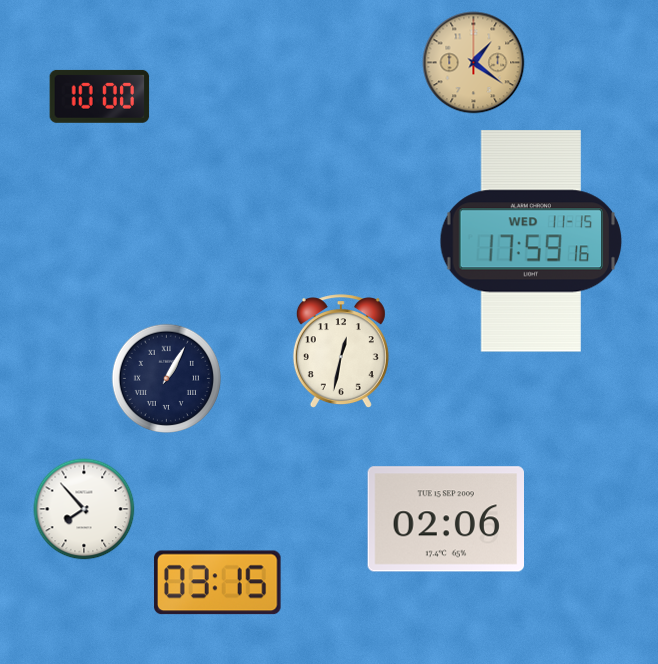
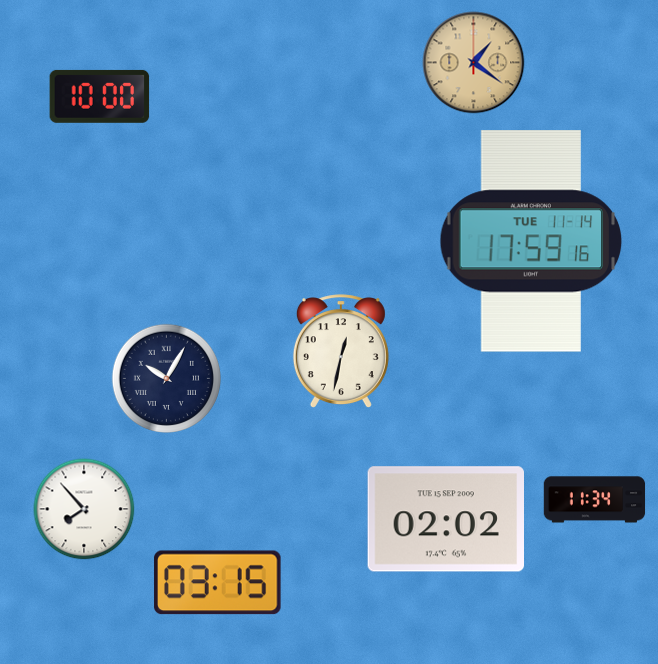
clock at (531, 241) date: WED 11-15 -> TUE 11-14
clock at (166, 378): 1:05 -> 10:05
clock at (595, 500): none -> 11:34
clock at (445, 519): 02:06 -> 02:02
